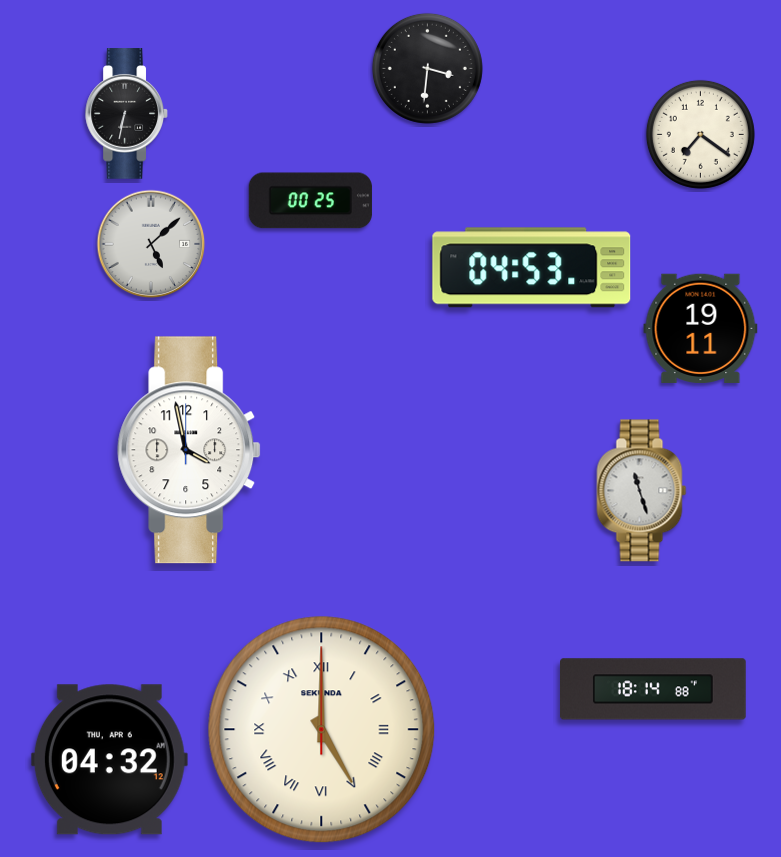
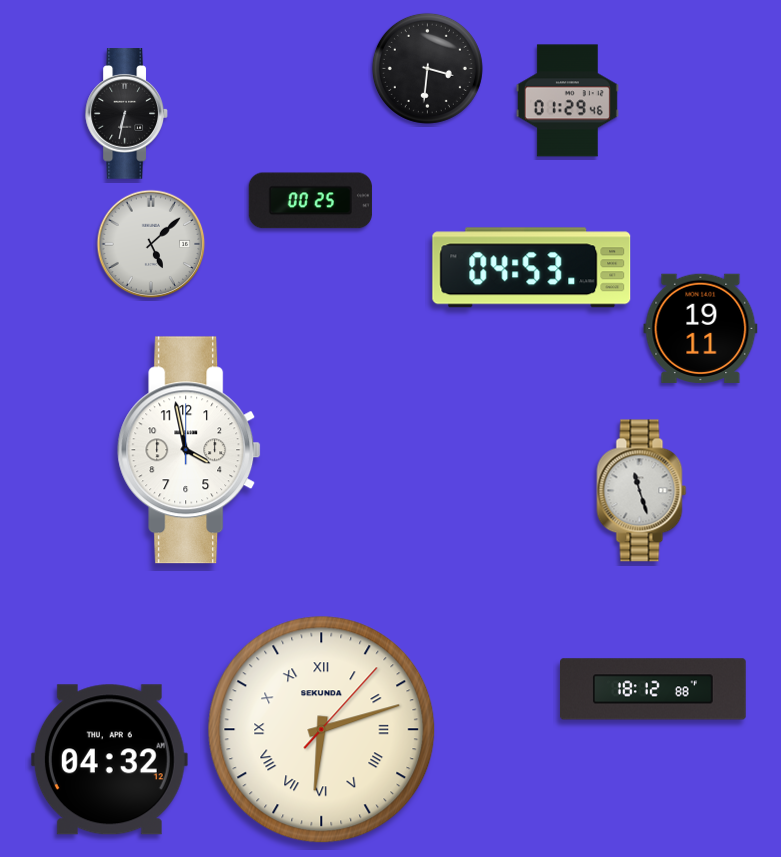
clock at (567, 101): none -> 01:29
clock at (700, 134): 7:21 -> none
clock at (654, 689): 18:14 -> 18:12
clock at (322, 730): 5:00 -> 6:12
